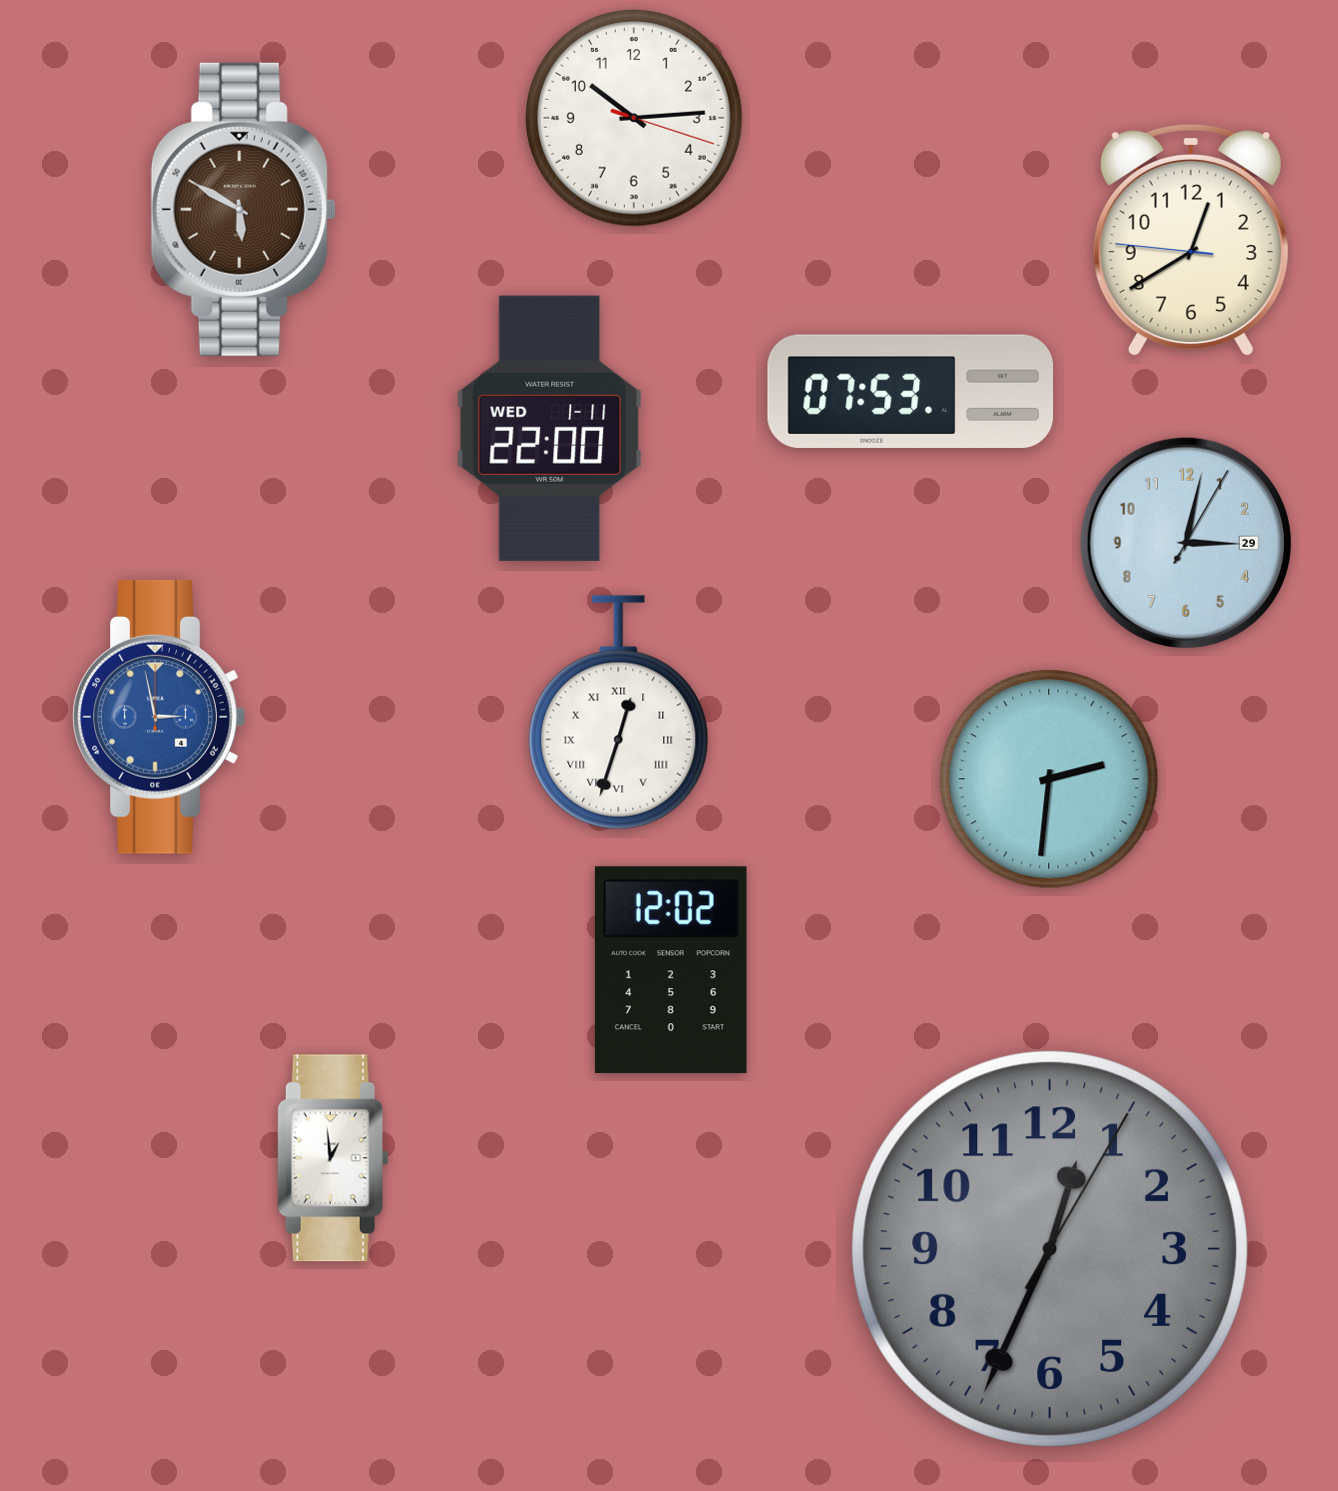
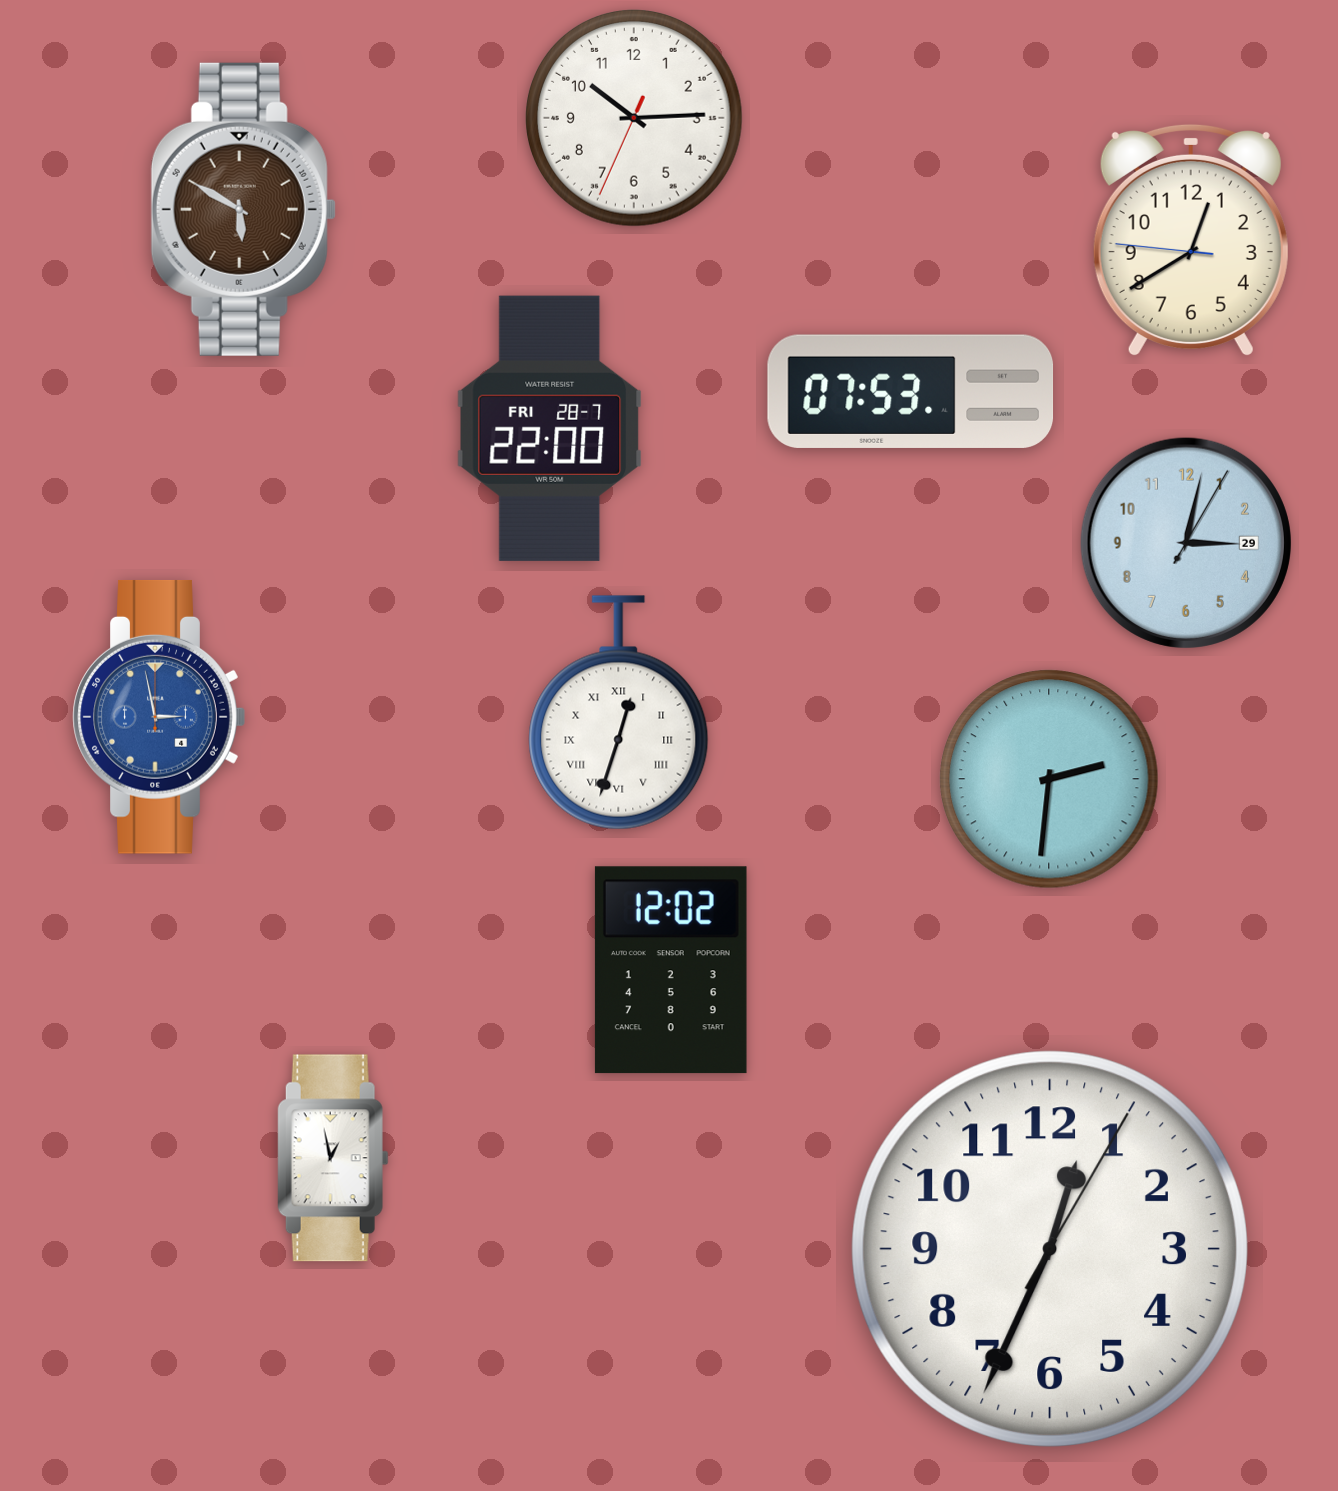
clock at (635, 119): 10:14:18 -> 10:14:34
clock at (550, 428) date: WED 1-11 -> FRI 28-7
clock at (333, 1158): 12:59 -> 12:58
clock at (1050, 1249) dial: grey -> white
